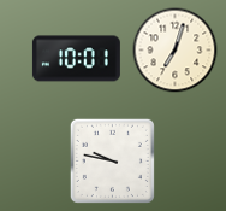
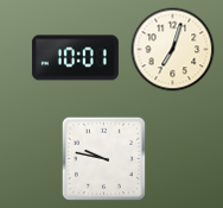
clock at (112, 160) position: (112, 160) -> (103, 158)
